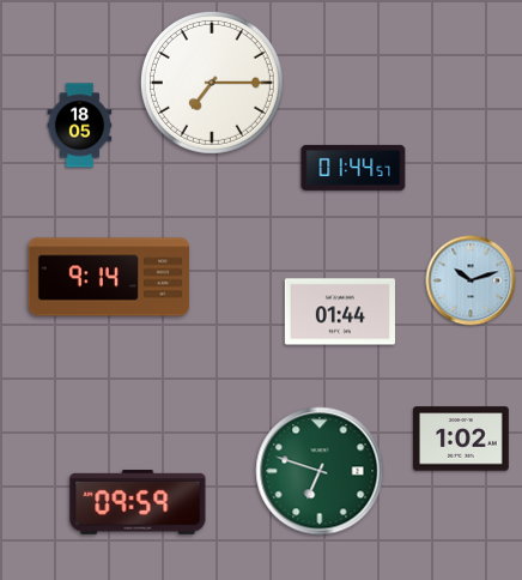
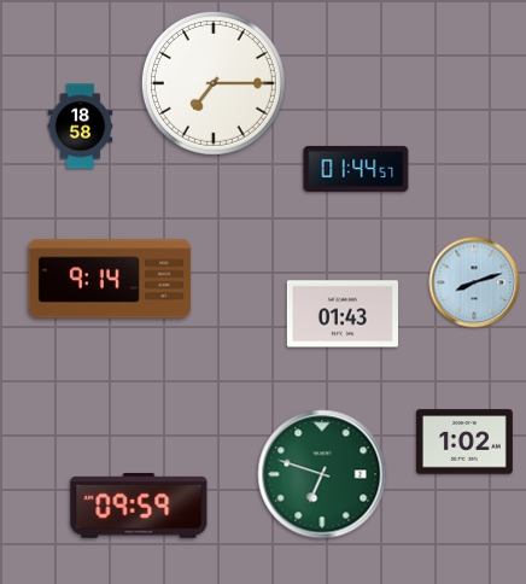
clock at (80, 126): 18:05 -> 18:58
clock at (471, 280): 10:12 -> 8:12
clock at (340, 312): 01:44 -> 01:43
